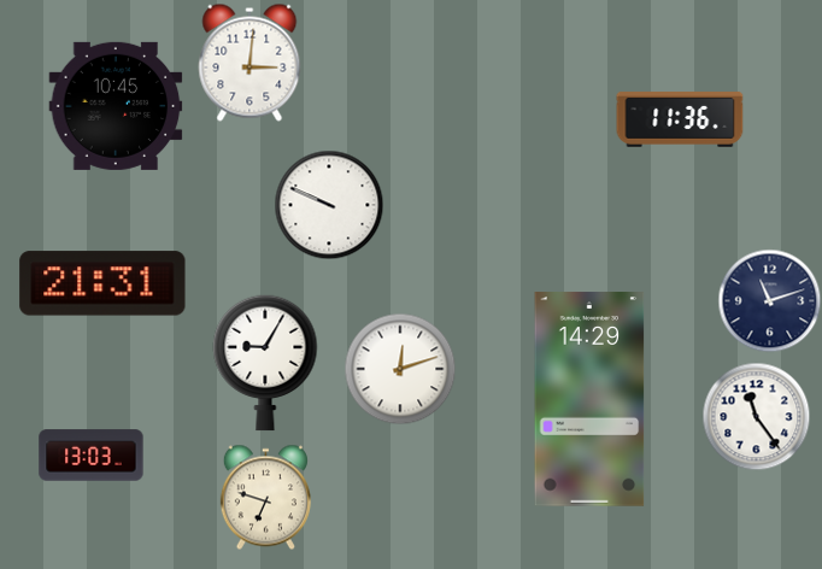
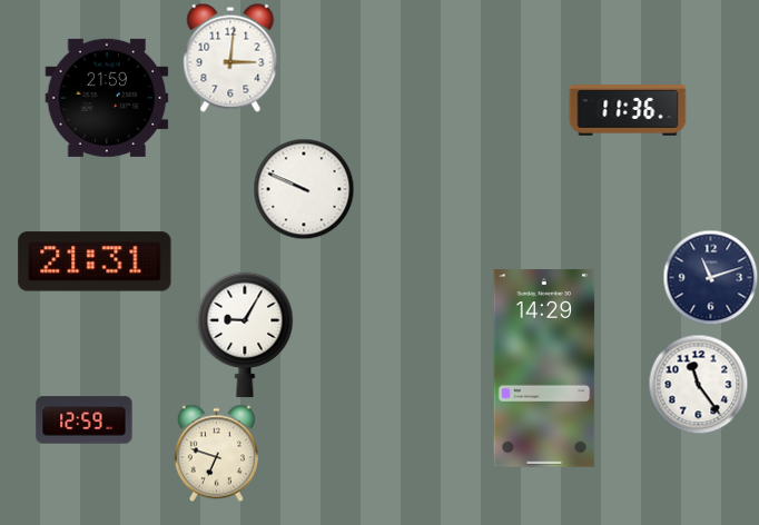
clock at (116, 106): 10:45 -> 21:59
clock at (400, 369): 12:12 -> none
clock at (92, 456): 13:03 -> 12:59
clock at (265, 497) position: (265, 497) -> (216, 453)
